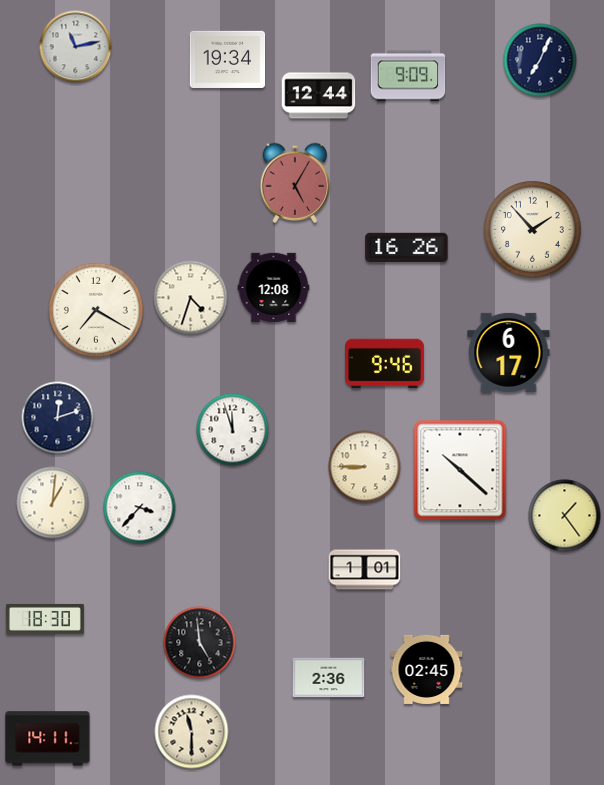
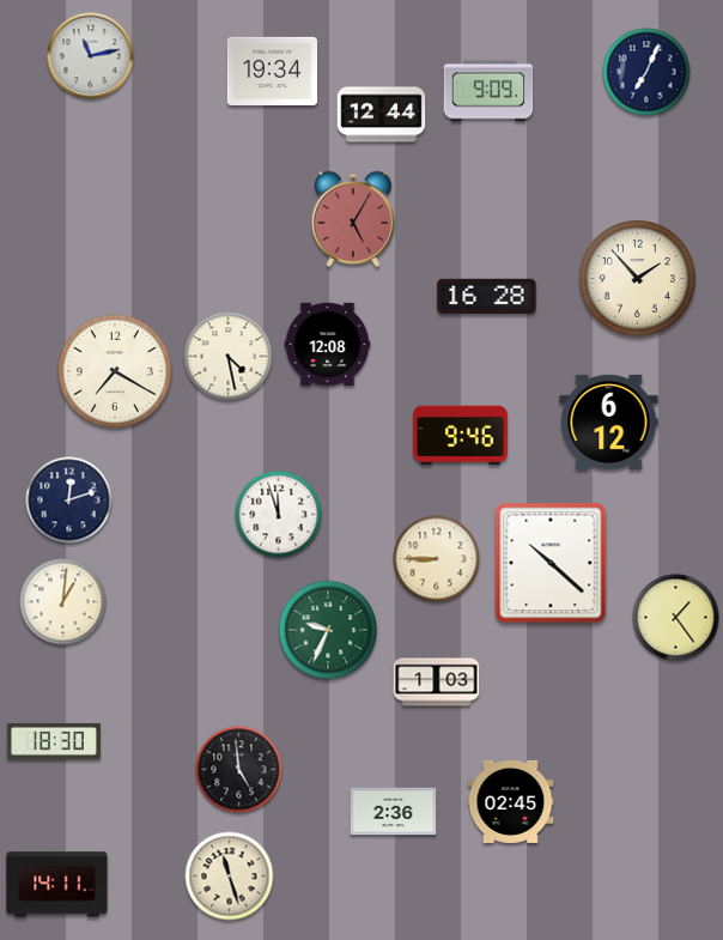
clock at (533, 230) position: (533, 230) -> (638, 279)
clock at (407, 247): 16:26 -> 16:28
clock at (191, 298): 4:33 -> 4:28
clock at (509, 352): 6:17 -> 6:12
clock at (140, 508): 3:37 -> none
clock at (328, 630): none -> 9:34
clock at (365, 570): 1:01 -> 1:03
clock at (192, 732): 11:30 -> 11:27
